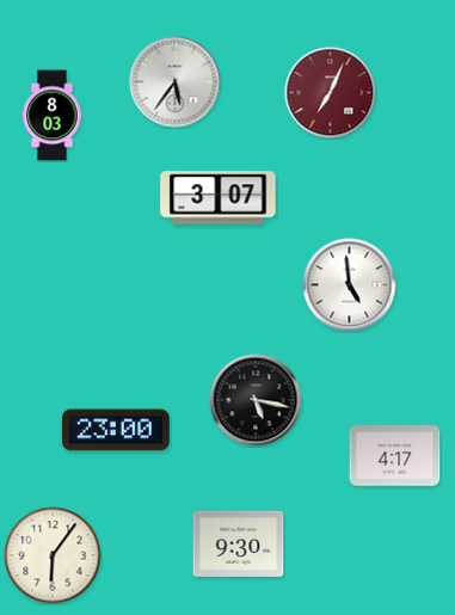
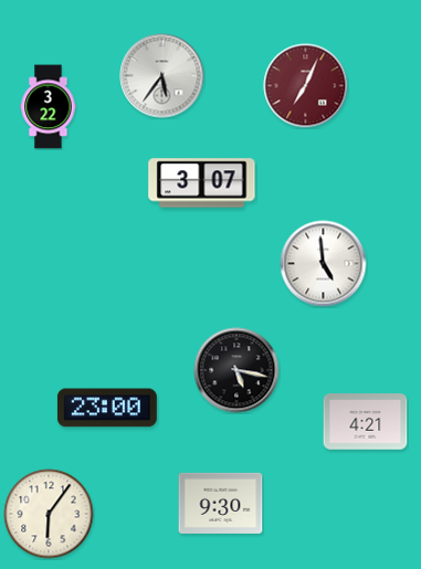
clock at (53, 116): 8:03 -> 3:22
clock at (116, 430) position: (116, 430) -> (107, 408)
clock at (395, 456): 4:17 -> 4:21
